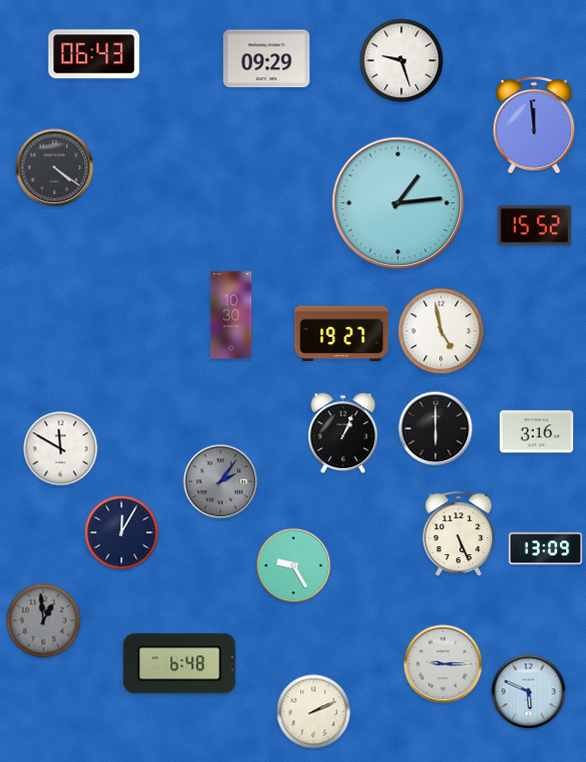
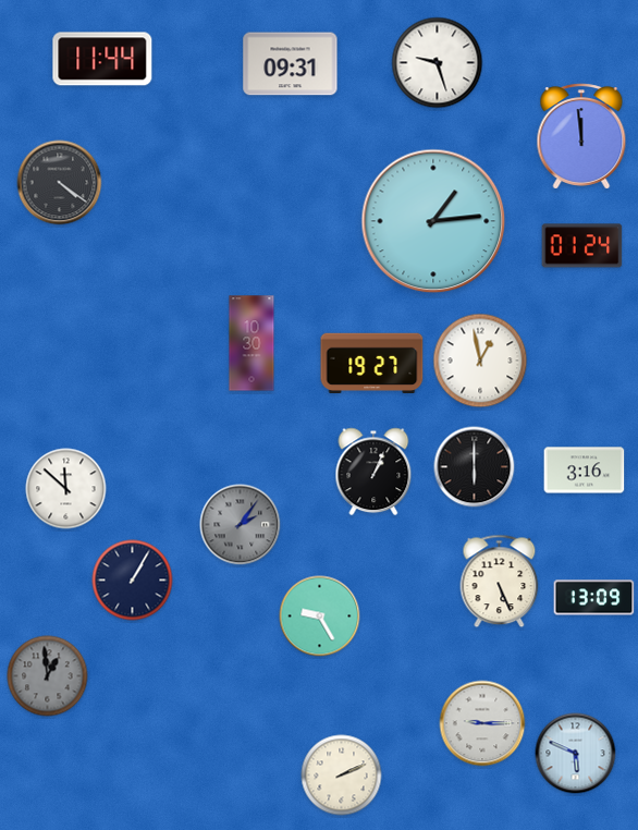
clock at (94, 54): 06:43 -> 11:44
clock at (267, 59): 09:29 -> 09:31
clock at (402, 61) position: (402, 61) -> (438, 63)
clock at (535, 226): 15:52 -> 01:24
clock at (441, 331): 4:58 -> 12:58
clock at (61, 449): 11:50 -> 11:52
clock at (122, 533): 12:05 -> 1:05
clock at (180, 664): 6:48 -> none
